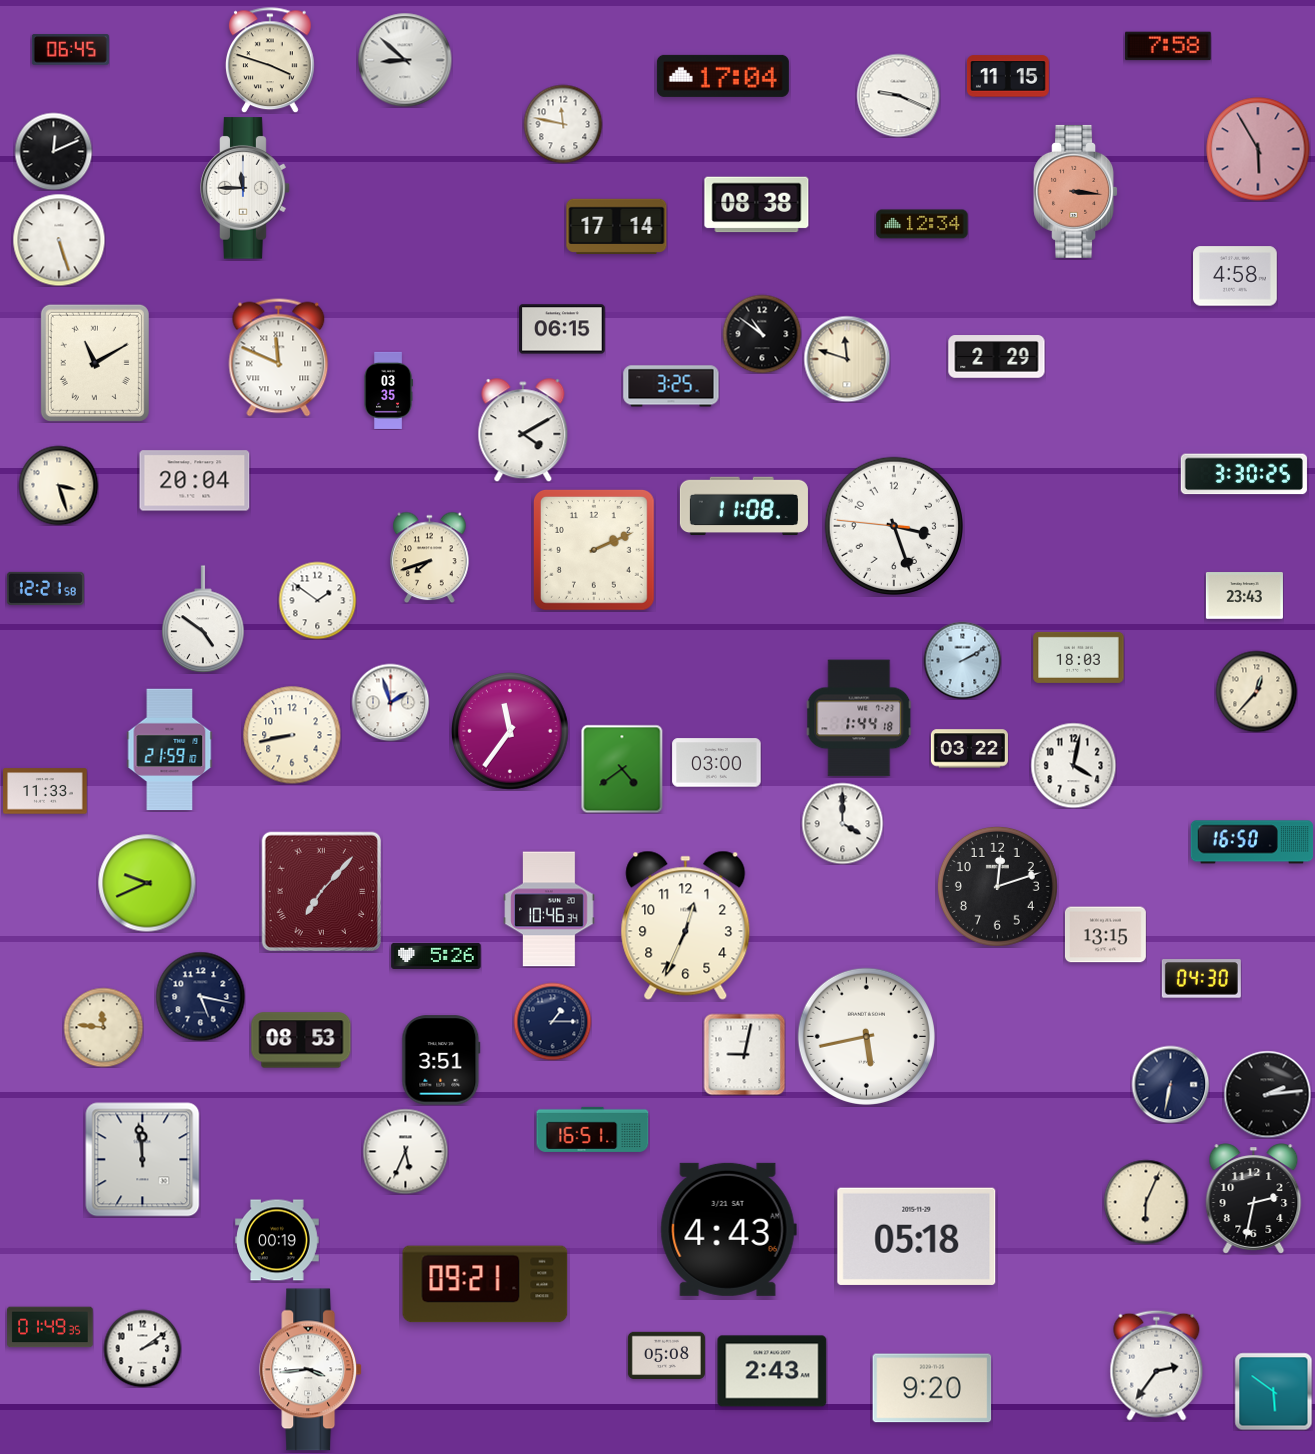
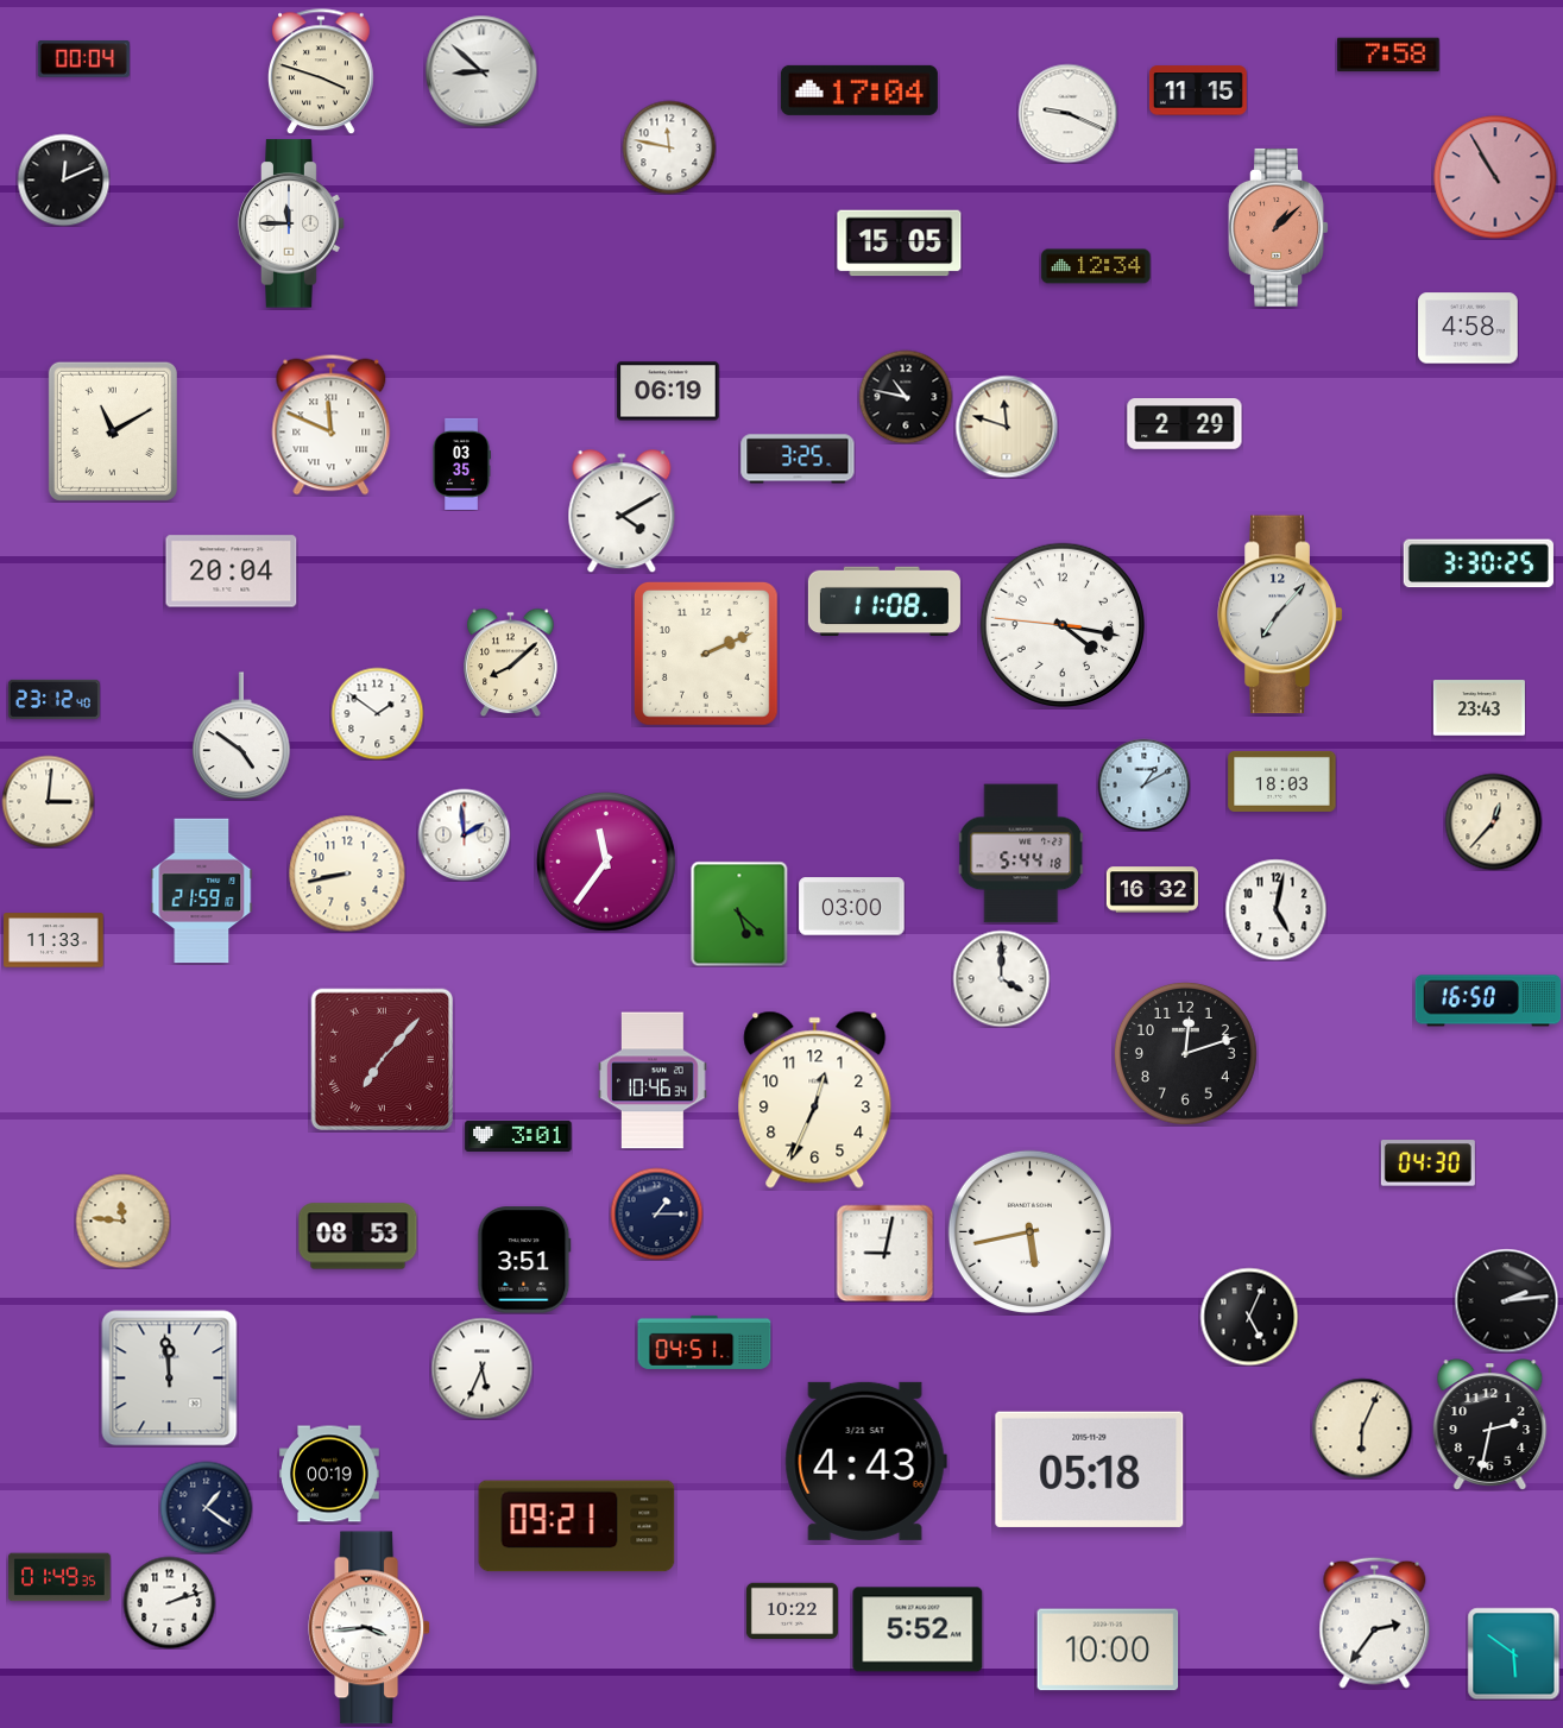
clock at (70, 50): 06:45 -> 00:04
clock at (1258, 149): 5:55 -> 10:55
clock at (1075, 191): 3:16 -> 1:08
clock at (757, 205): 08:38 -> 15:05
clock at (617, 226): 17:14 -> none
clock at (59, 240): 5:27 -> none
clock at (562, 329): 06:15 -> 06:19
clock at (762, 334): 10:51 -> 10:47
clock at (58, 485): 3:27 -> none
clock at (1280, 614): none -> 7:07
clock at (894, 526): 3:26 -> 4:16
clock at (430, 557): 7:42 -> 8:08
clock at (45, 588): 12:21 -> 23:12
clock at (962, 660): 2:10 -> 1:10
clock at (48, 801): none -> 3:01
clock at (390, 702): 1:57 -> 1:59
clock at (859, 718): 1:44 -> 5:44
clock at (511, 732) position: (511, 732) -> (607, 863)
clock at (969, 749): 03:22 -> 16:32
clock at (1073, 765): 4:02 -> 5:02
clock at (622, 769): 4:39 -> 5:22
clock at (147, 883): 9:41 -> none
clock at (1105, 935): 13:15 -> none
clock at (436, 956): 5:26 -> 3:01
clock at (200, 996): 5:17 -> none
clock at (1170, 1084): 6:32 -> none
clock at (1249, 1317): none -> 5:04
clock at (593, 1129): 16:51 -> 04:51
clock at (206, 1507): none -> 1:21
clock at (142, 1348): 2:09 -> 2:12
clock at (666, 1355): 05:08 -> 10:22
clock at (772, 1371): 2:43 -> 5:52
clock at (932, 1388): 9:20 -> 10:00
